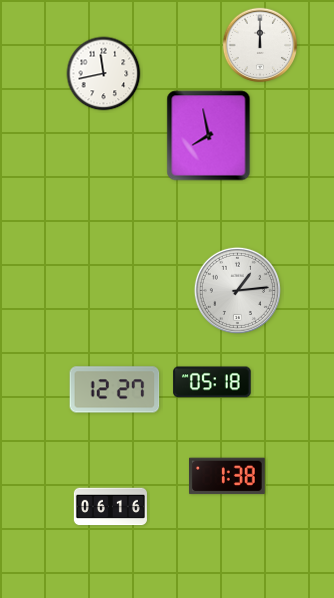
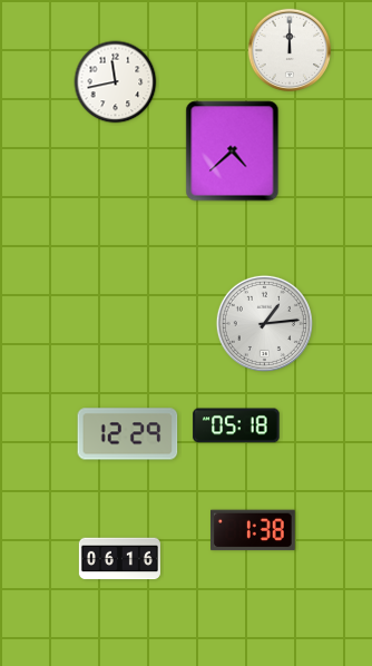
clock at (209, 136): 7:58 -> 4:38
clock at (115, 390): 12:27 -> 12:29
clock at (110, 507) position: (110, 507) -> (119, 559)
